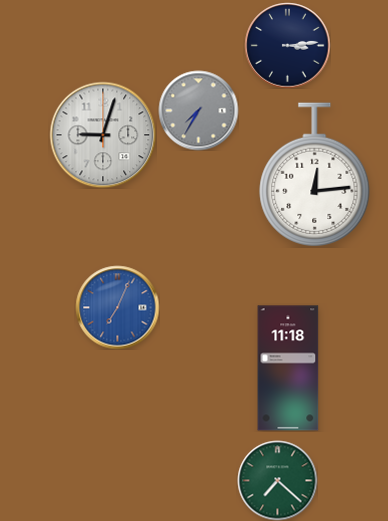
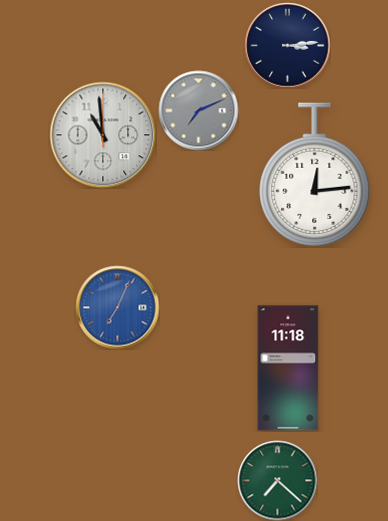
clock at (198, 110): 7:35 -> 7:11
clock at (103, 135): 9:03 -> 10:59
